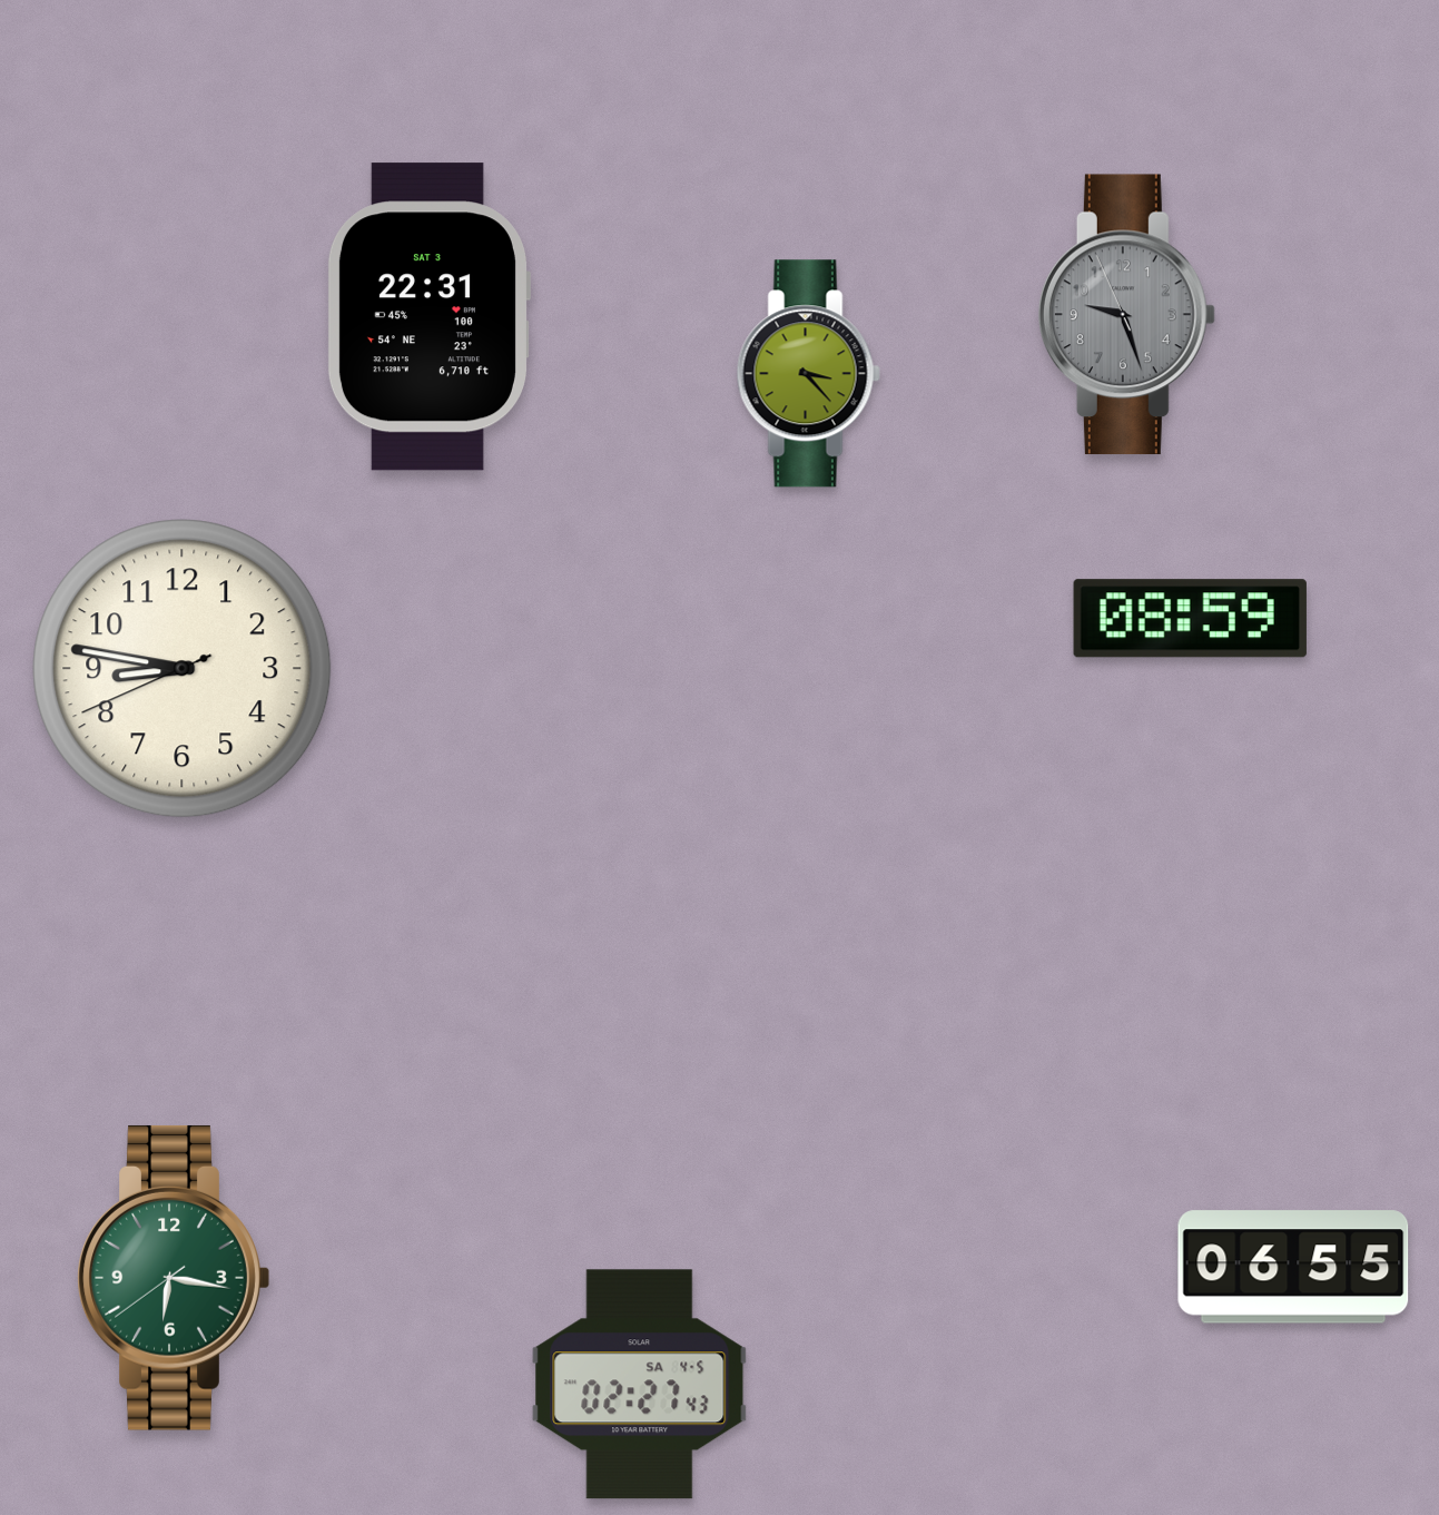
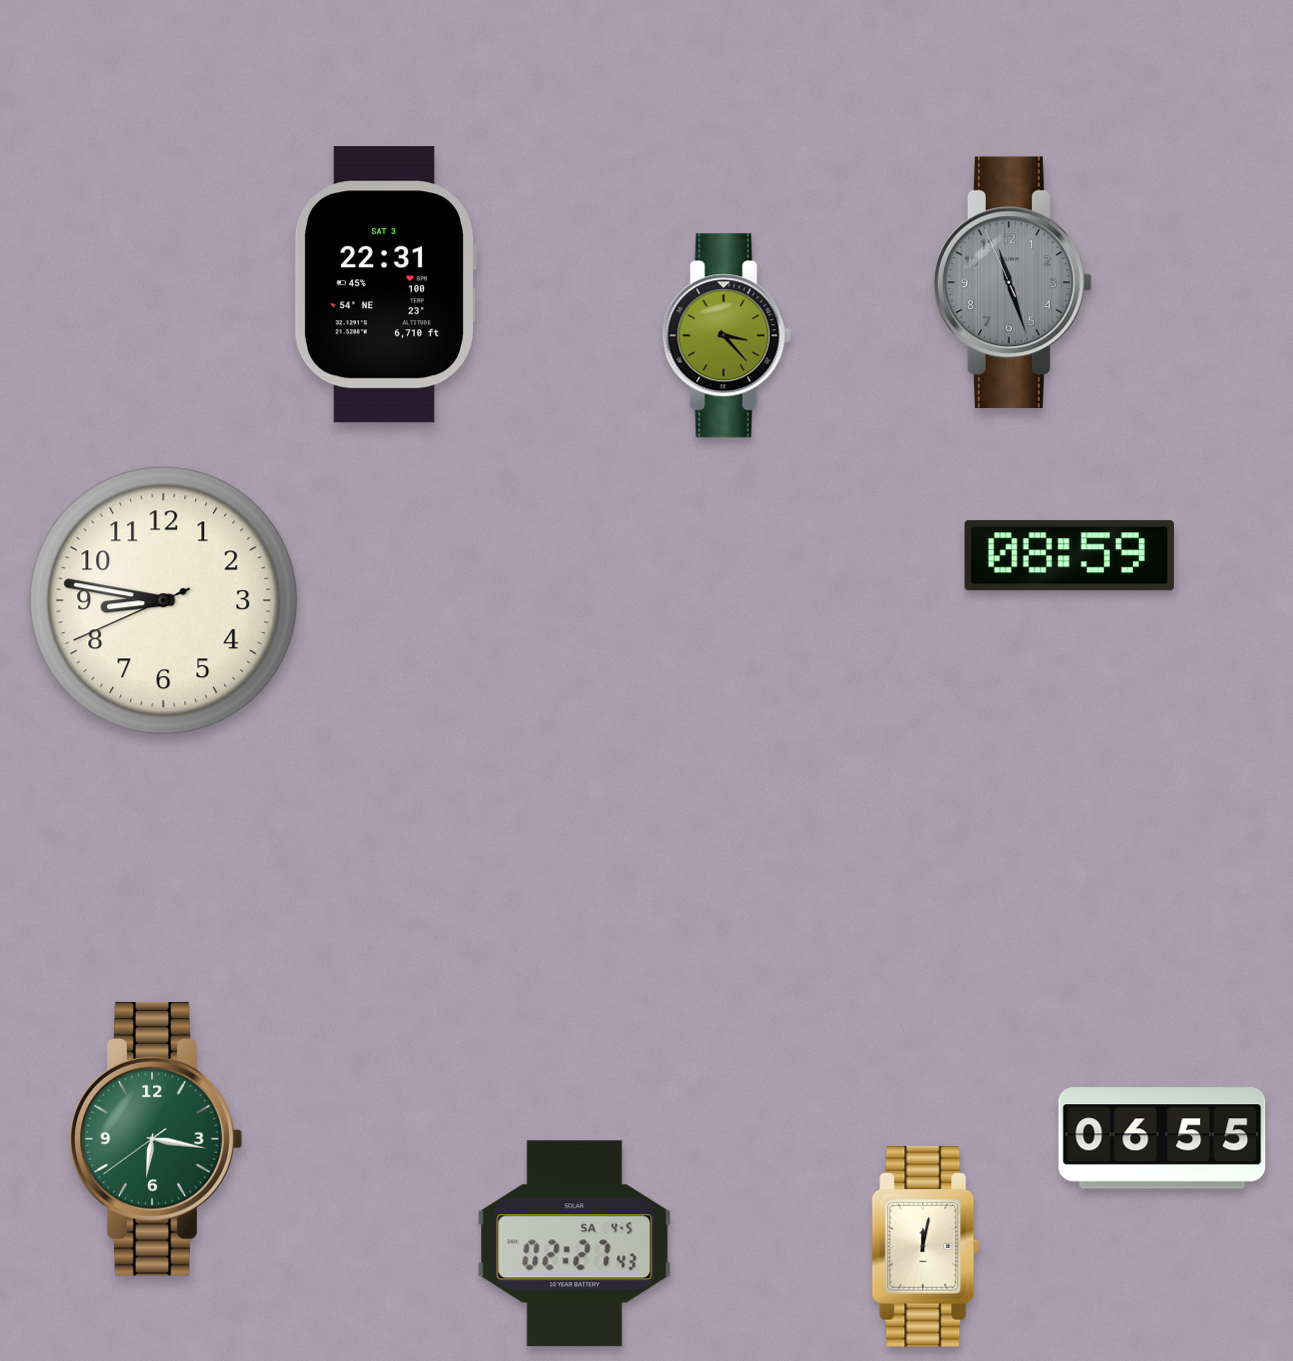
clock at (1126, 315): 9:26 -> 11:26
clock at (174, 1278) position: (174, 1278) -> (156, 1139)
clock at (926, 1247): none -> 12:02
